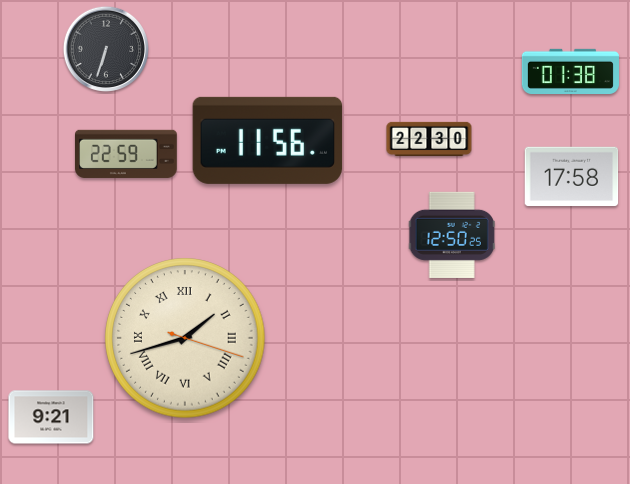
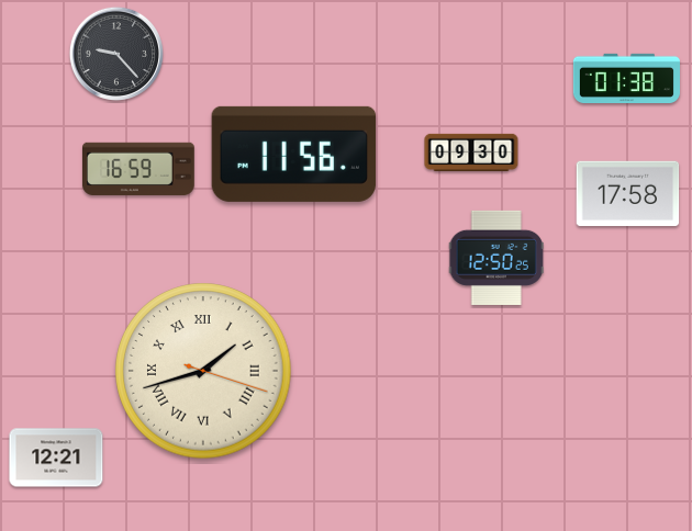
clock at (106, 49): 6:33 -> 9:23
clock at (429, 138): 22:30 -> 09:30
clock at (127, 154): 22:59 -> 16:59
clock at (51, 417): 9:21 -> 12:21
